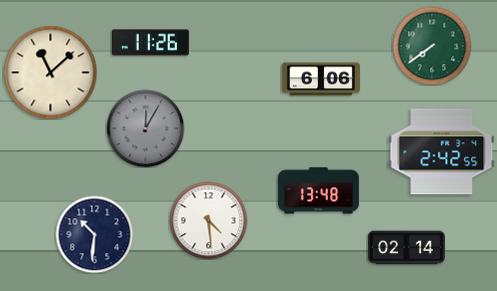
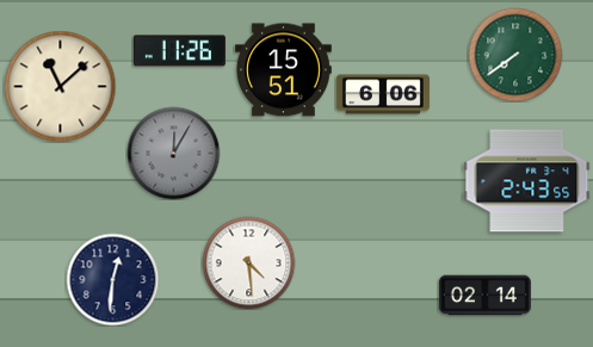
clock at (284, 70): none -> 15:51
clock at (442, 152): 2:42 -> 2:43
clock at (319, 191): 13:48 -> none
clock at (94, 234): 10:31 -> 12:31
